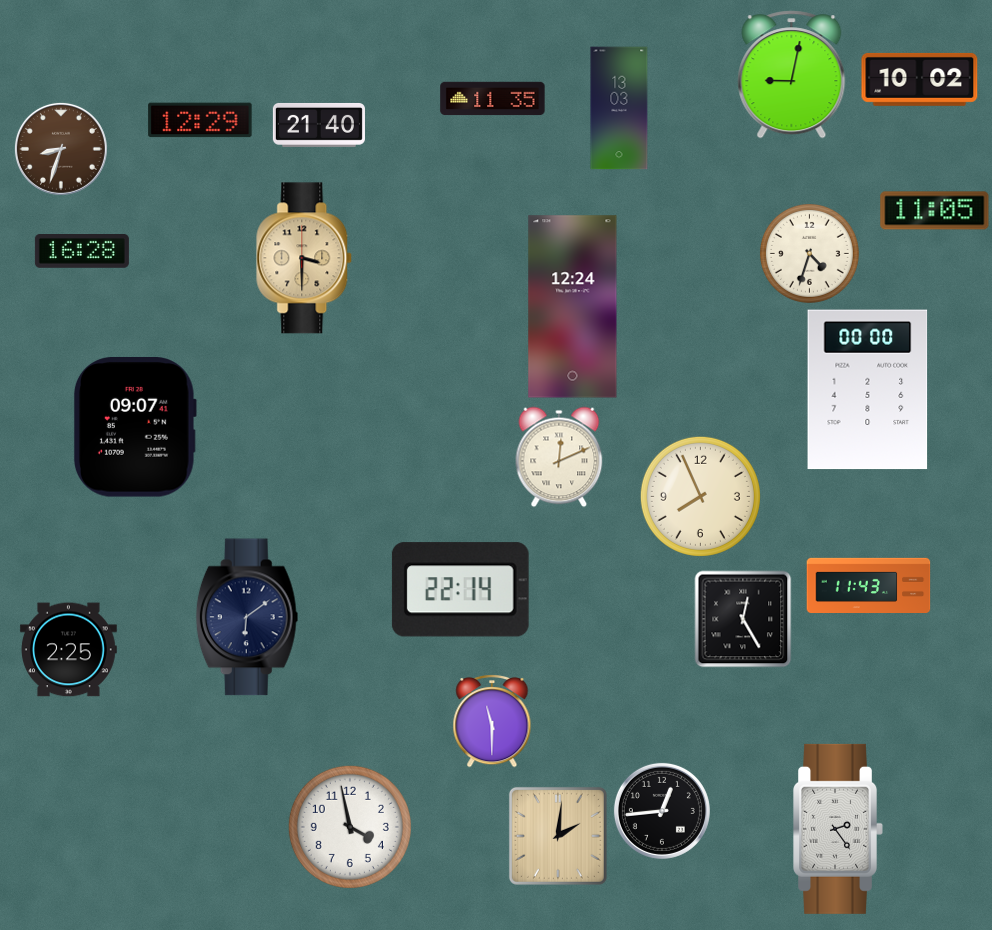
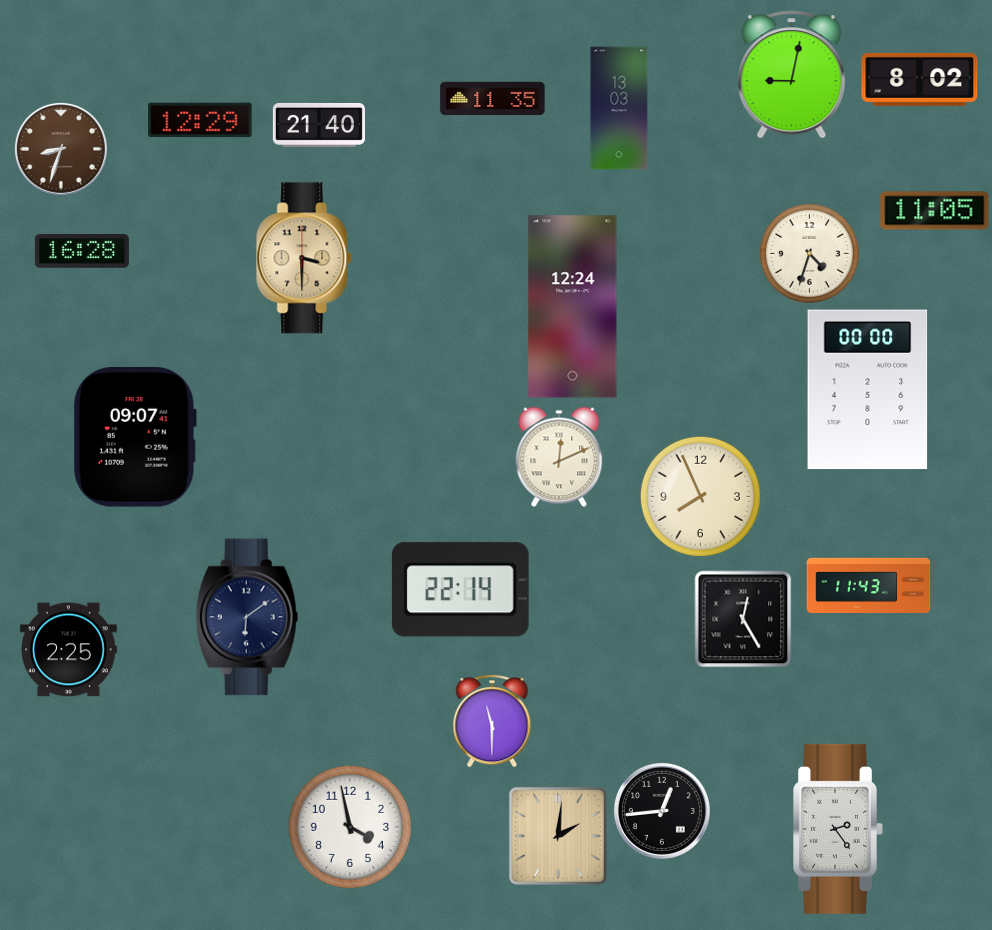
clock at (920, 79): 10:02 -> 8:02
clock at (135, 427) position: (135, 427) -> (135, 437)
